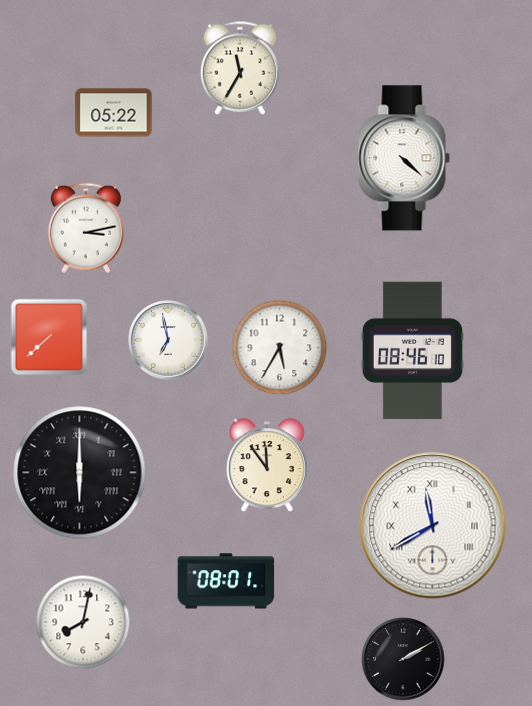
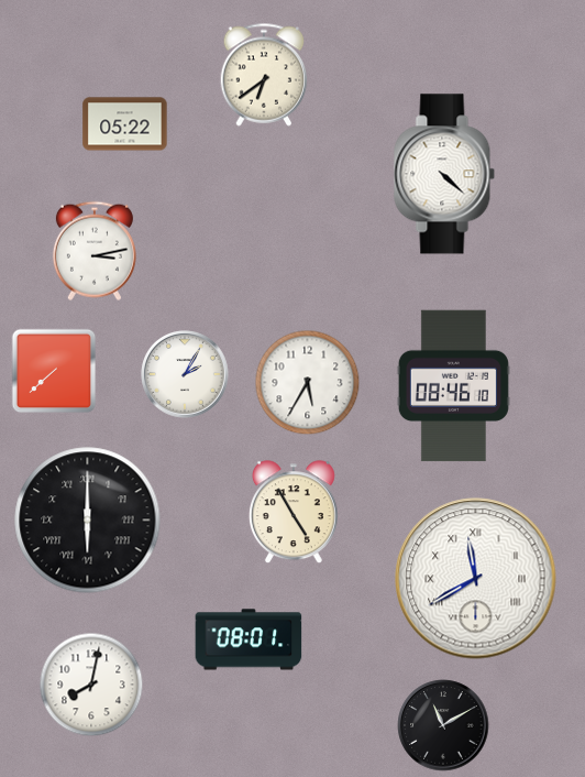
clock at (240, 68): 11:35 -> 6:39
clock at (169, 341): 6:58 -> 2:05
clock at (267, 466): 11:54 -> 4:55
clock at (403, 659): 2:10 -> 11:10
